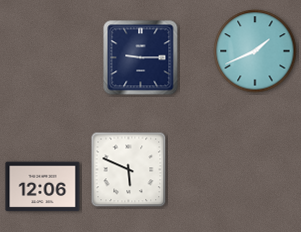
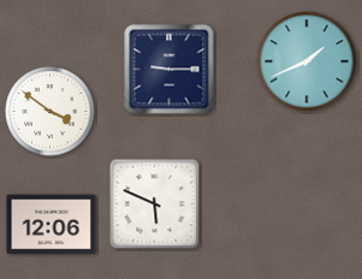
clock at (51, 112): none -> 3:51
